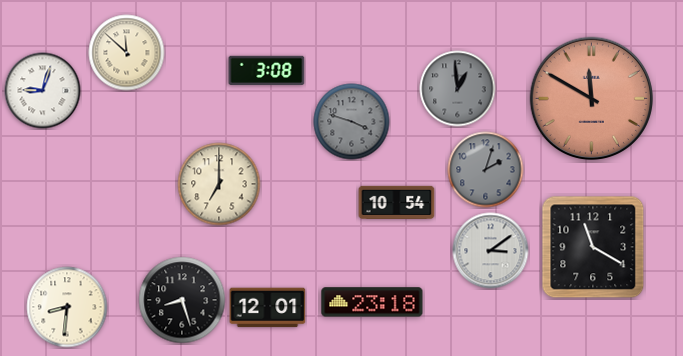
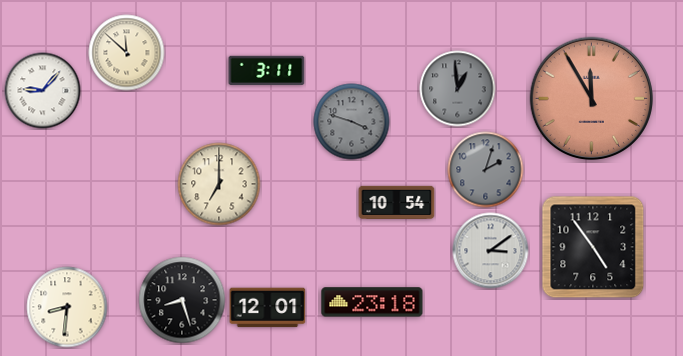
clock at (267, 70): 3:08 -> 3:11
clock at (43, 91): 9:03 -> 9:07
clock at (591, 98): 11:50 -> 11:55
clock at (593, 247): 11:20 -> 4:54
